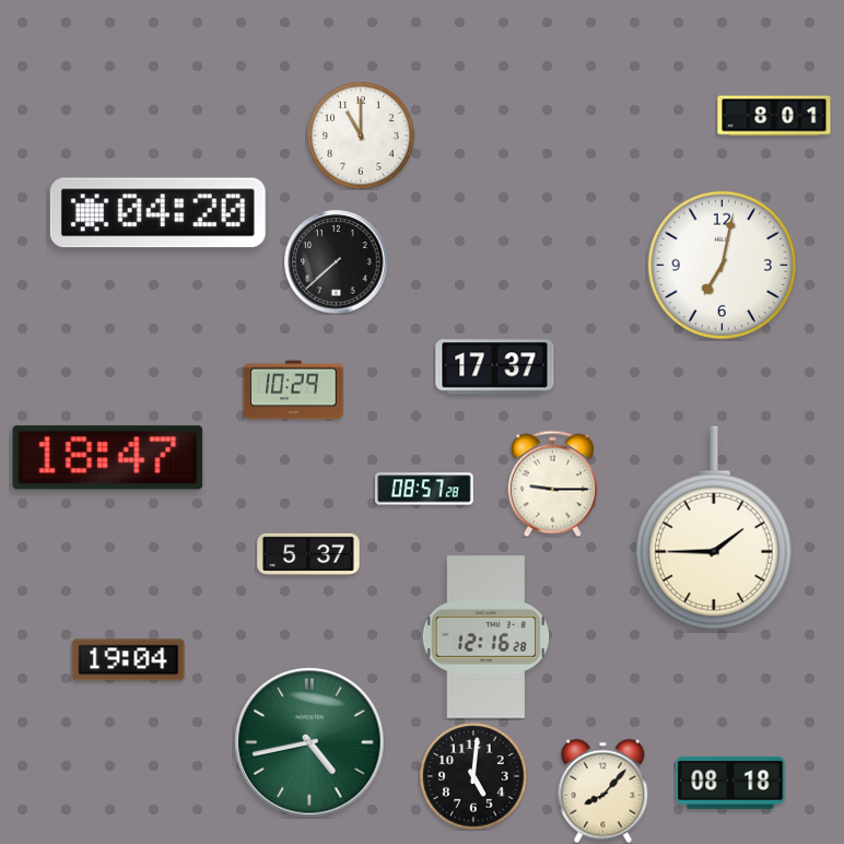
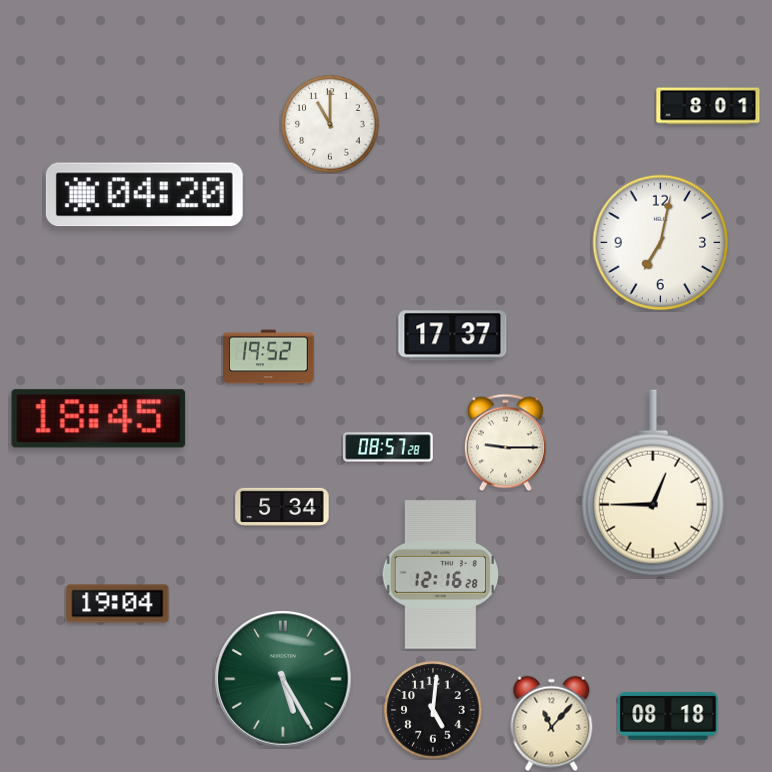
clock at (337, 262): 7:38 -> none
clock at (294, 390): 10:29 -> 19:52
clock at (108, 458): 18:47 -> 18:45
clock at (714, 528): 1:45 -> 12:45
clock at (308, 553): 5:37 -> 5:34
clock at (487, 637) position: (487, 637) -> (441, 575)
clock at (309, 742): 4:43 -> 5:25
clock at (603, 790): 8:07 -> 11:07
